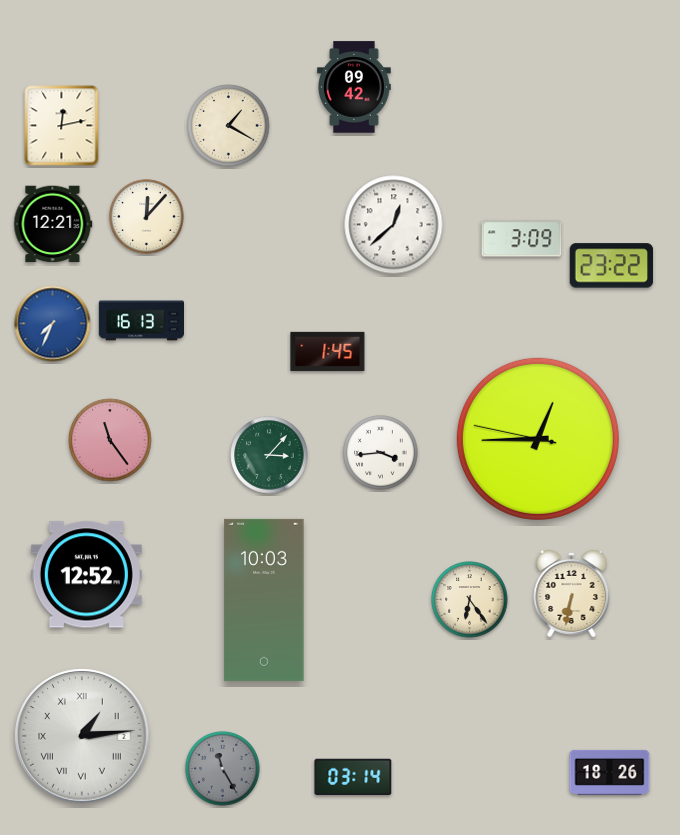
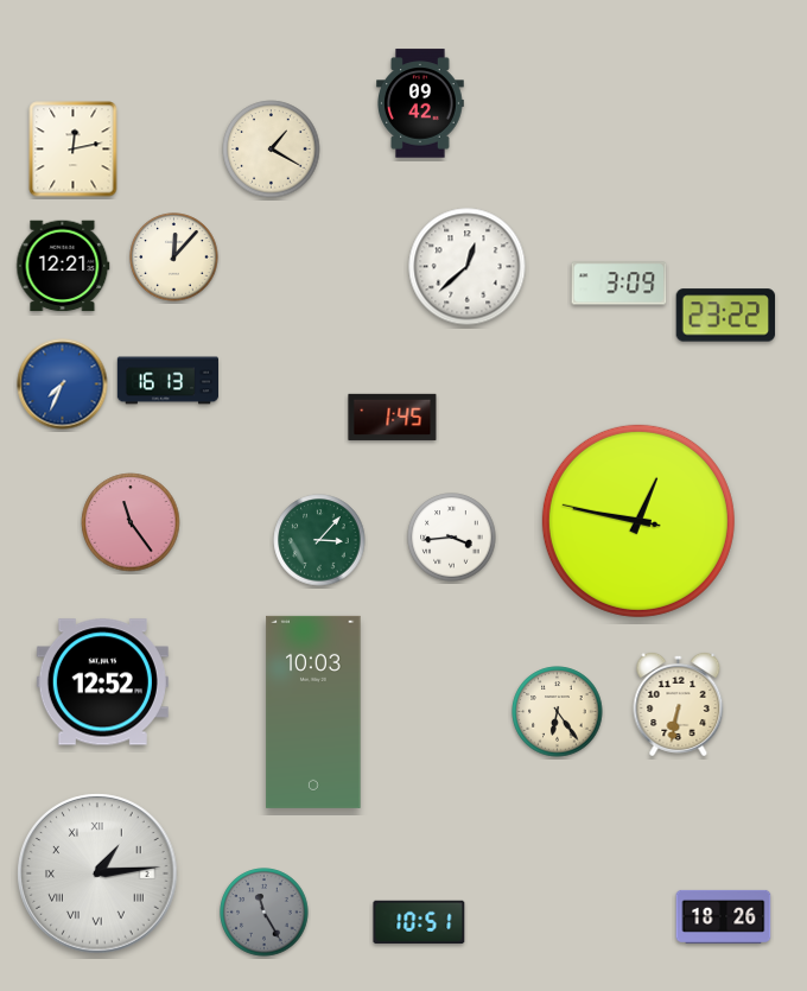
clock at (328, 351) position: (328, 351) -> (393, 417)
clock at (538, 439): 12:44 -> 12:46
clock at (353, 776): 03:14 -> 10:51
